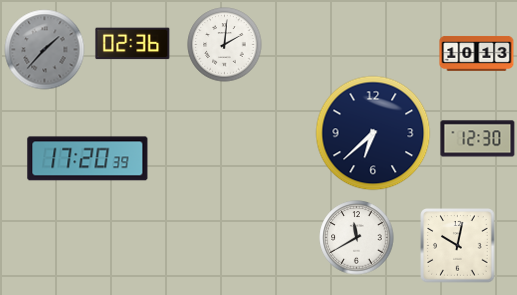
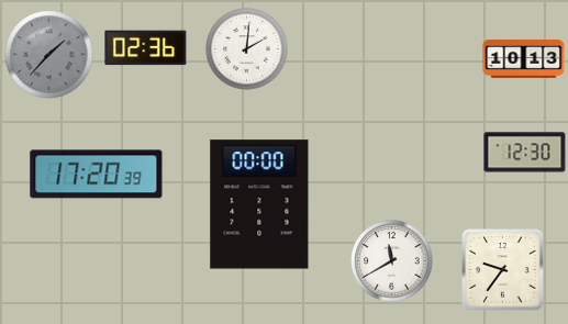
clock at (373, 133): 6:38 -> none
clock at (259, 204): none -> 00:00
clock at (458, 246): 10:02 -> 9:36
